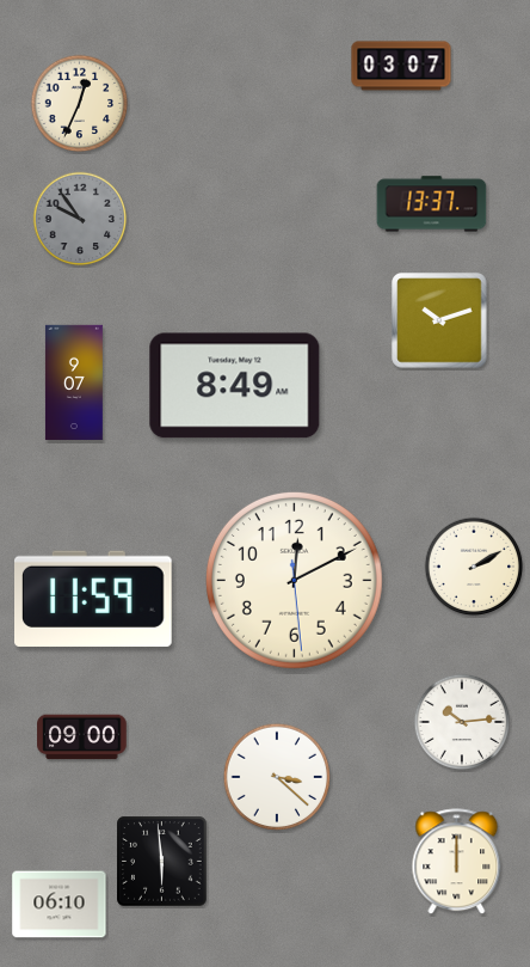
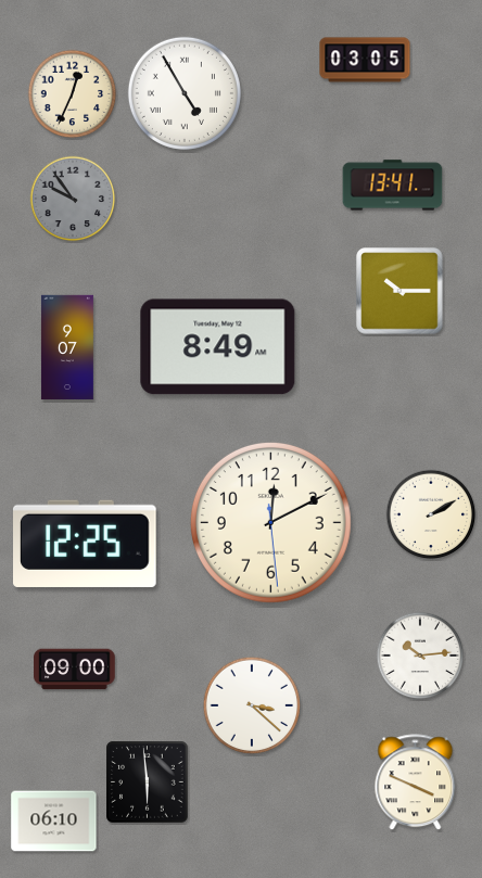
clock at (401, 66): 03:07 -> 03:05
clock at (185, 93): none -> 4:55
clock at (432, 204): 13:37 -> 13:41
clock at (439, 320): 10:12 -> 10:15
clock at (235, 386) position: (235, 386) -> (218, 347)
clock at (294, 580) position: (294, 580) -> (270, 522)
clock at (94, 599): 11:59 -> 12:25
clock at (457, 862): 12:00 -> 3:49
